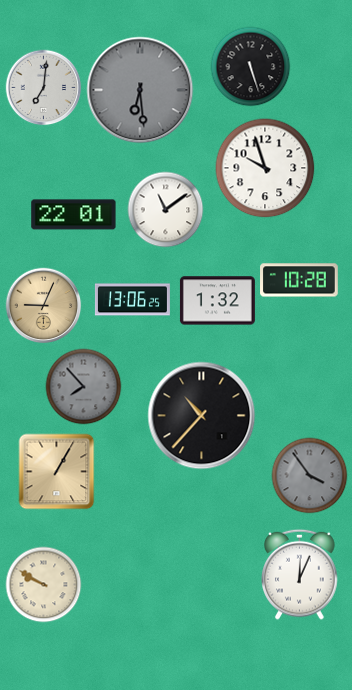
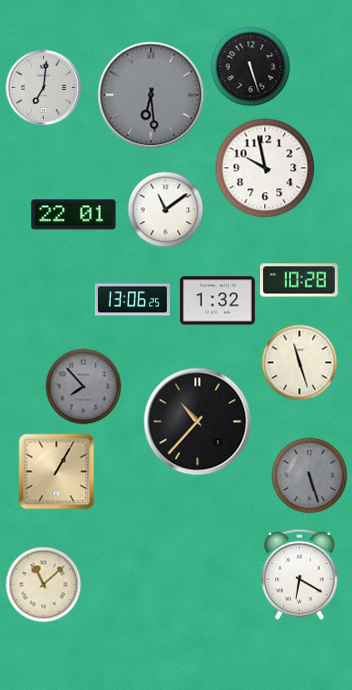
clock at (140, 90) position: (140, 90) -> (151, 95)
clock at (265, 168): 9:57 -> 9:58
clock at (44, 306): 9:04 -> none
clock at (300, 363): none -> 11:27
clock at (202, 416) position: (202, 416) -> (198, 422)
clock at (310, 476): 3:54 -> 5:27
clock at (300, 574): 12:04 -> 6:20
clock at (44, 585): 9:50 -> 11:08
